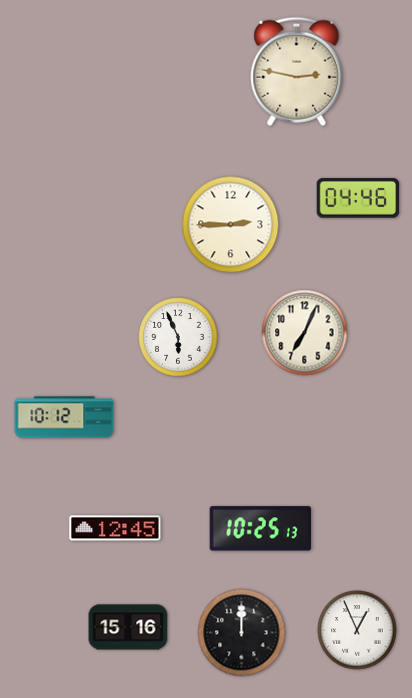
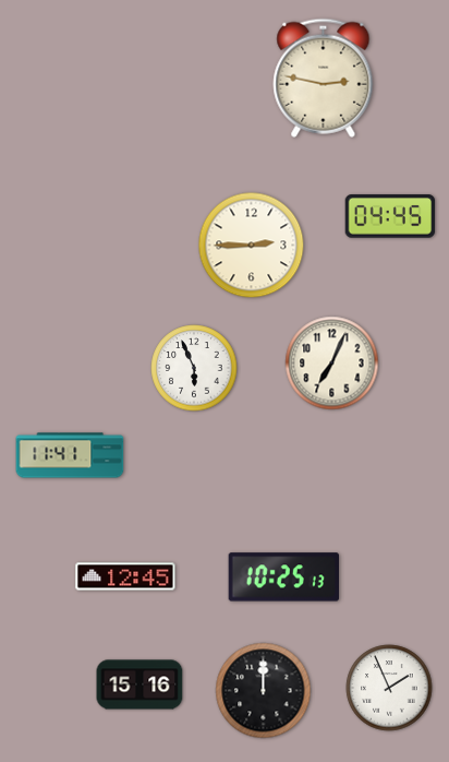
clock at (358, 198): 04:46 -> 04:45
clock at (64, 417): 10:12 -> 11:41
clock at (357, 630): 12:56 -> 1:56
